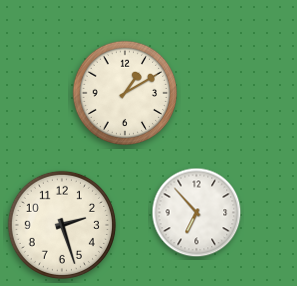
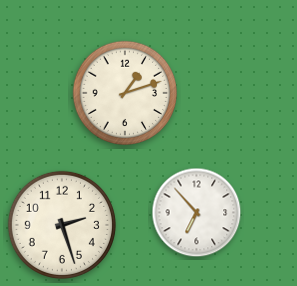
clock at (124, 92): 1:10 -> 1:12
